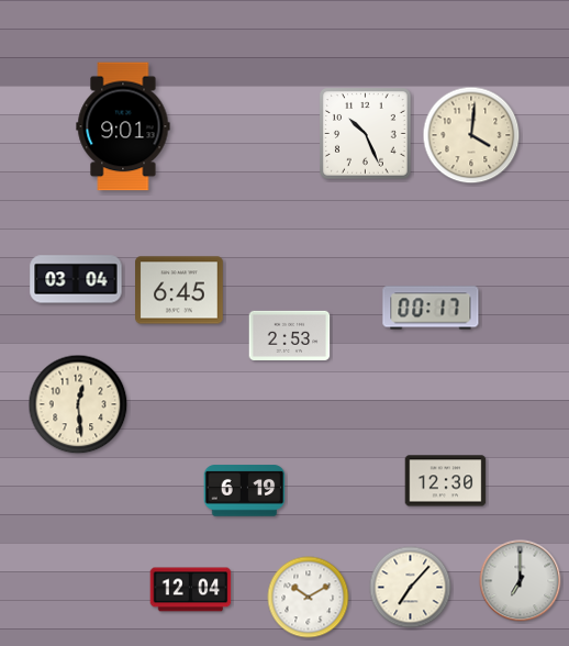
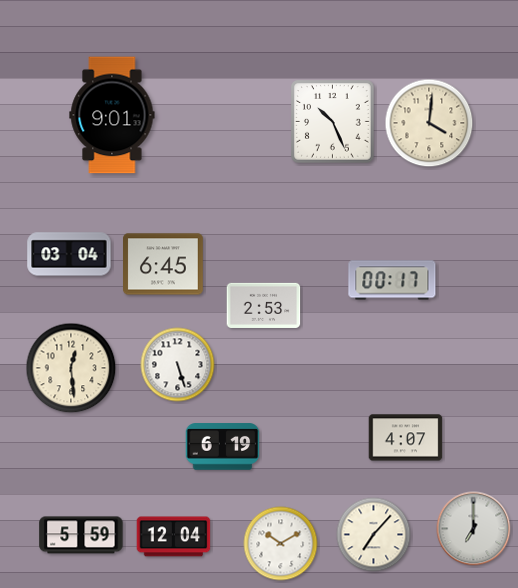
clock at (178, 365): none -> 5:27
clock at (446, 481): 12:30 -> 4:07
clock at (81, 535): none -> 5:59
